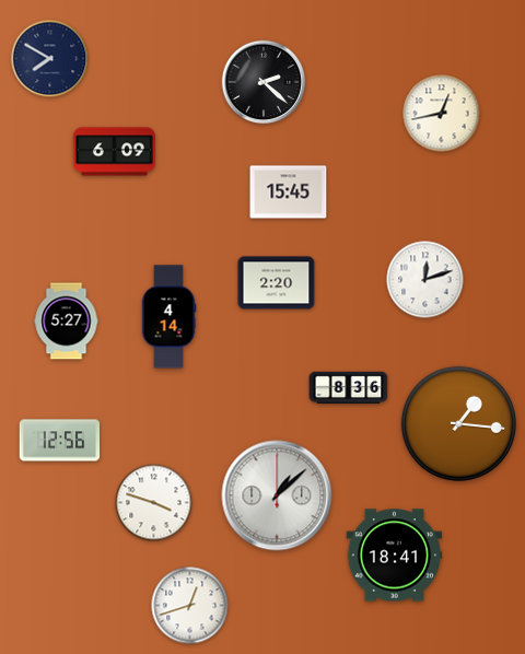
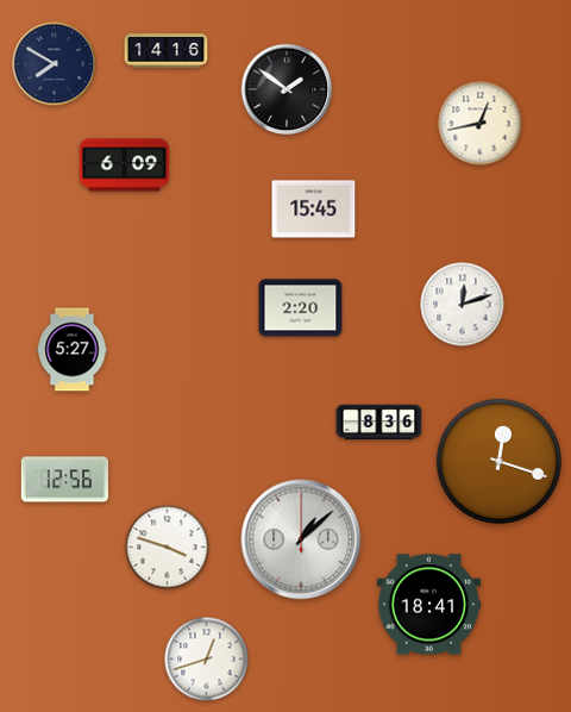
clock at (167, 51): none -> 14:16
clock at (264, 82): 2:22 -> 1:51
clock at (168, 317): 4:14 -> none
clock at (458, 423): 1:16 -> 12:18
